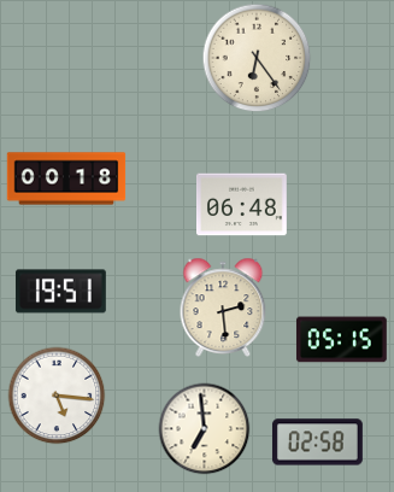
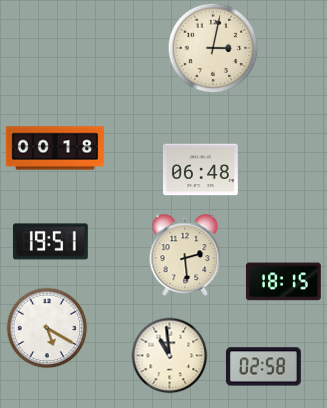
clock at (257, 58): 6:24 -> 3:02
clock at (341, 340): 05:15 -> 18:15
clock at (57, 396): 5:16 -> 5:20
clock at (205, 429): 6:59 -> 10:59
